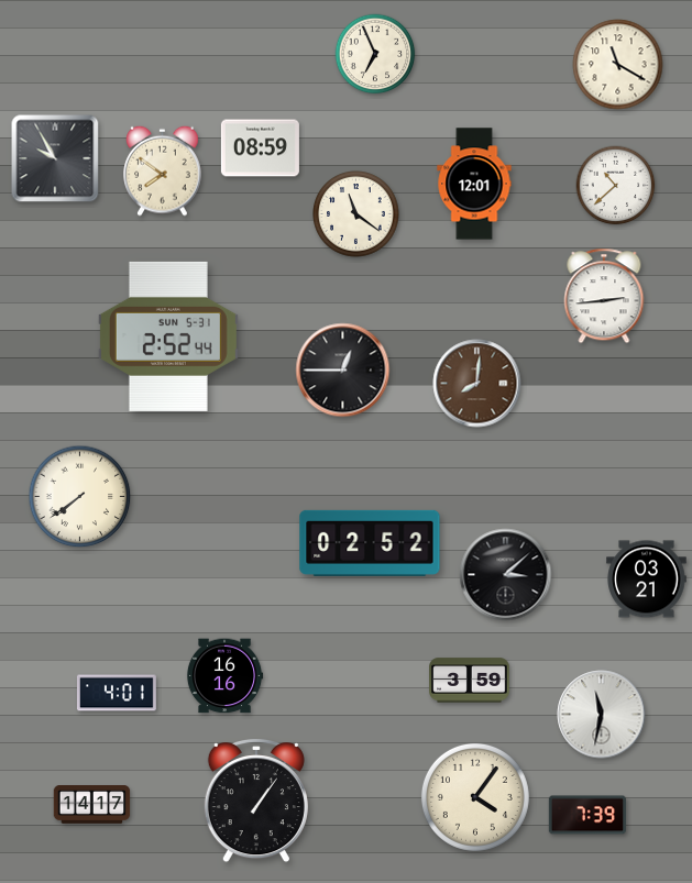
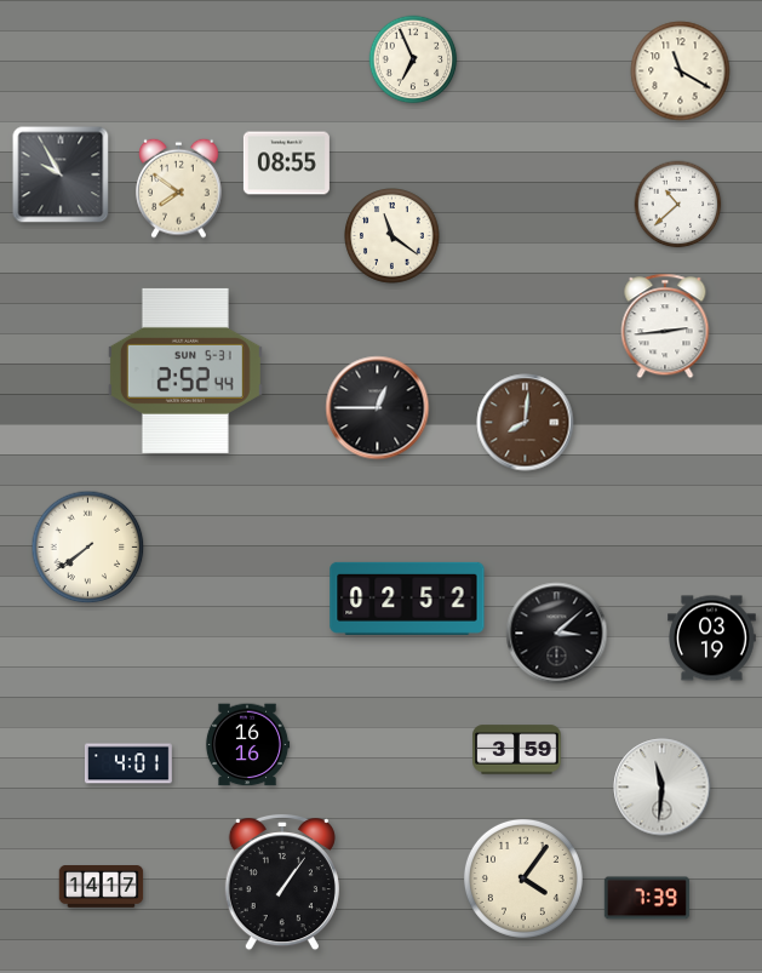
clock at (260, 148): 08:59 -> 08:55
clock at (474, 184): 12:01 -> none
clock at (647, 580): 03:21 -> 03:19
clock at (602, 715): 11:32 -> 11:31
